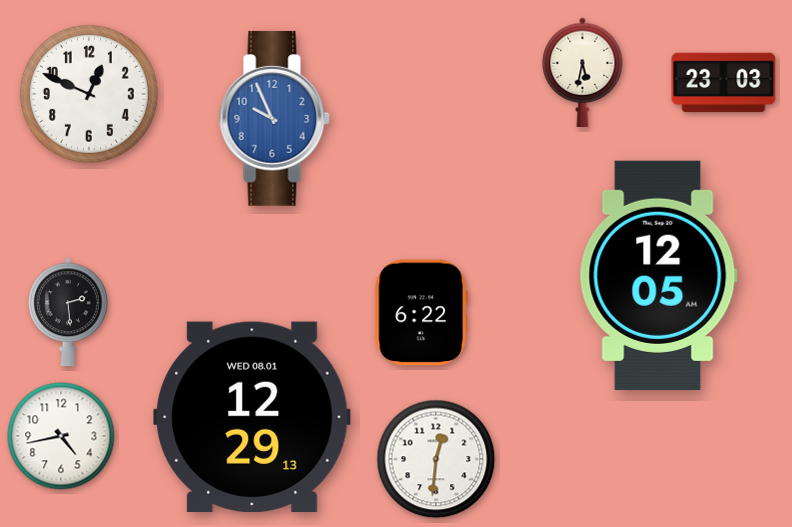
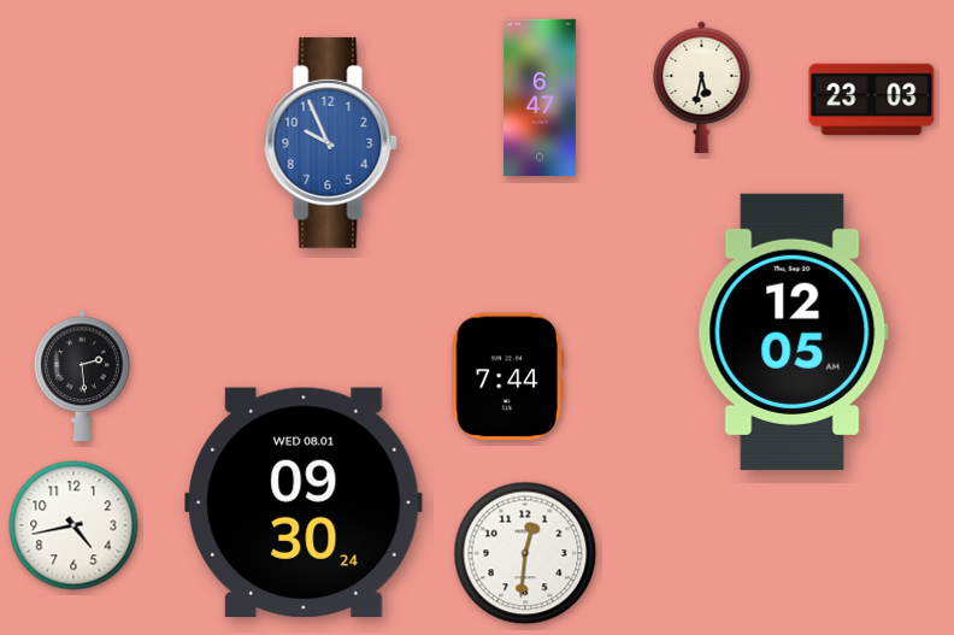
clock at (540, 98): none -> 6:47
clock at (89, 94): 12:49 -> none
clock at (421, 313): 6:22 -> 7:44
clock at (252, 417): 12:29 -> 09:30
